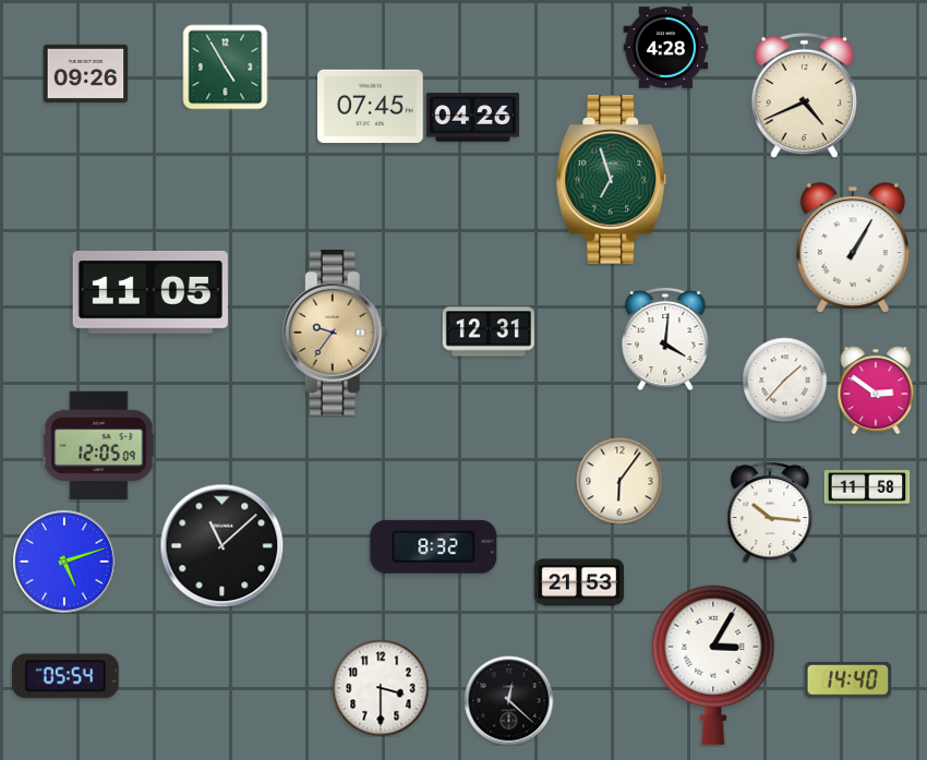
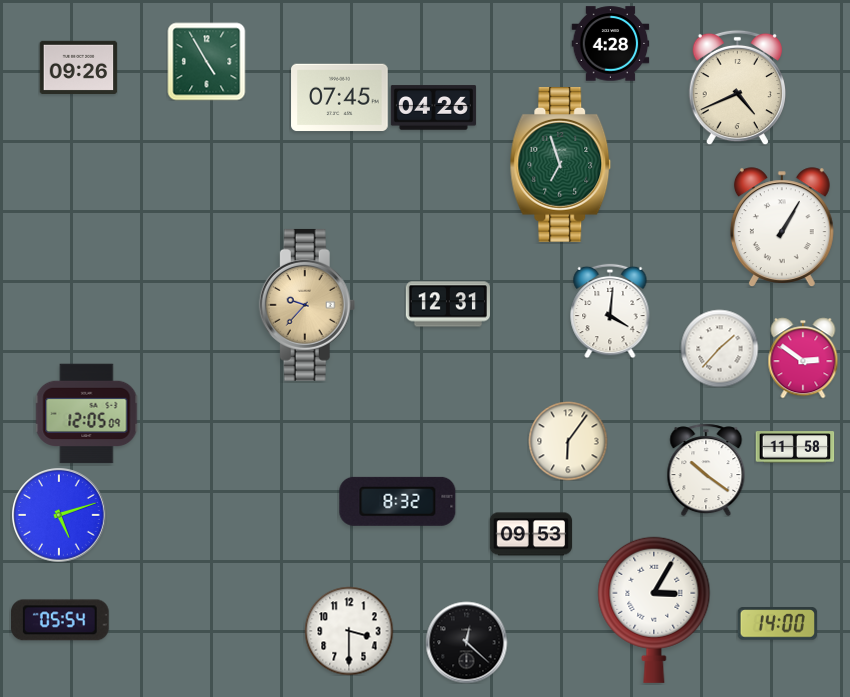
clock at (151, 292): 11:05 -> none
clock at (335, 333): 9:36 -> 9:37
clock at (98, 446) position: (98, 446) -> (86, 414)
clock at (770, 512): 10:16 -> 10:21
clock at (221, 545): 11:08 -> none
clock at (579, 582): 21:53 -> 09:53
clock at (847, 680): 14:40 -> 14:00
